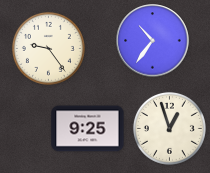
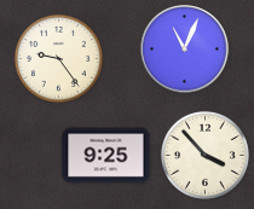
clock at (153, 41): 10:36 -> 11:04
clock at (169, 128): 12:57 -> 3:53
